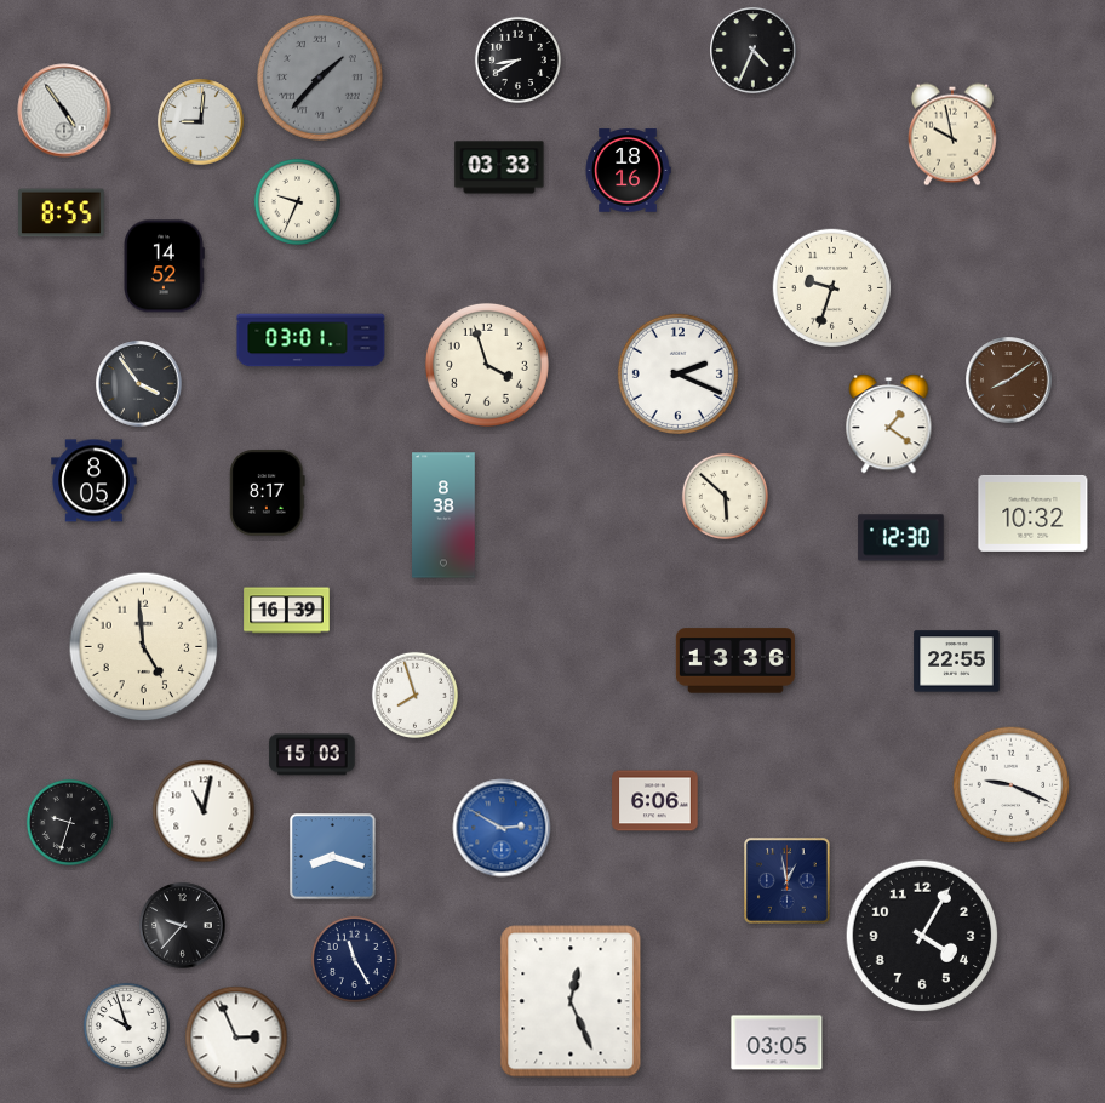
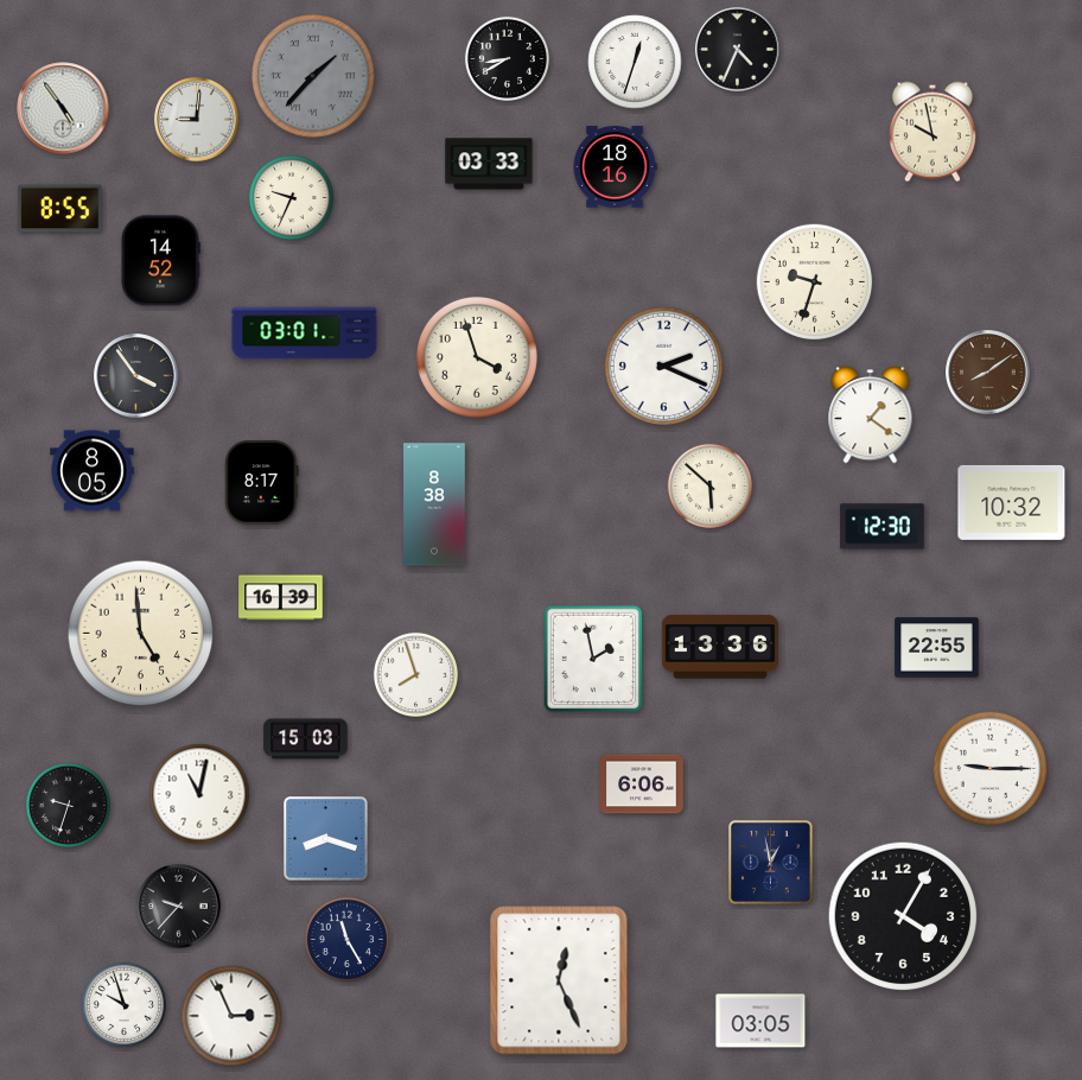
clock at (635, 62): none -> 12:33
clock at (593, 659): none -> 1:58
clock at (414, 695) position: (414, 695) -> (415, 674)
clock at (1012, 785): 9:19 -> 9:15
clock at (502, 828): 2:50 -> none
